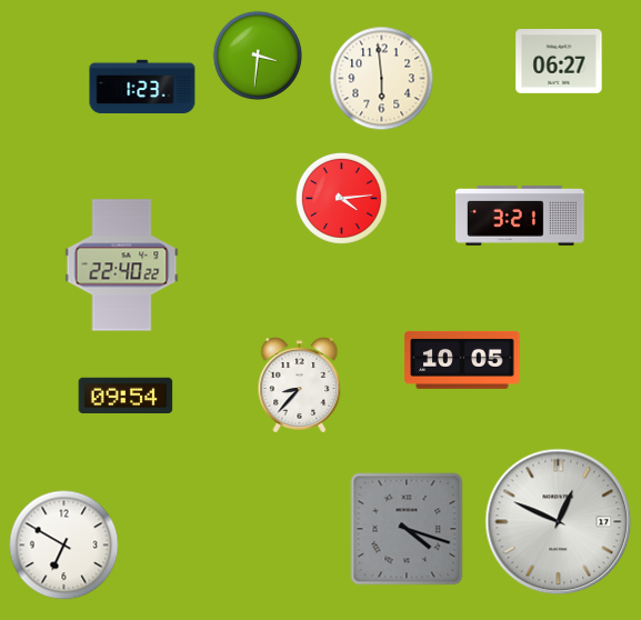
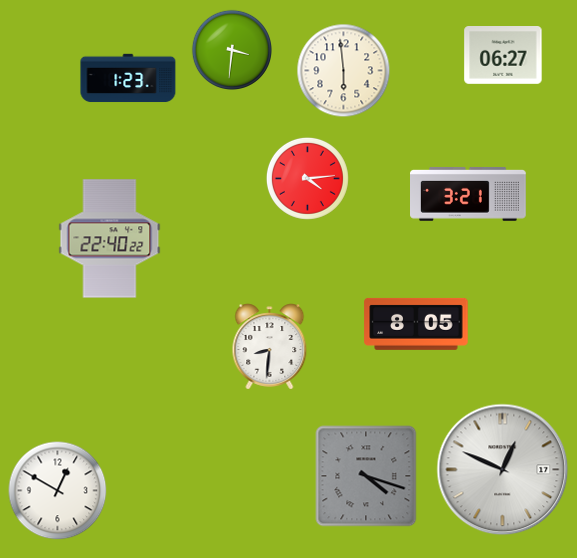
clock at (462, 360): 10:05 -> 8:05
clock at (300, 386): 8:37 -> 8:31
clock at (126, 396): 09:54 -> none
clock at (64, 546): 6:50 -> 12:50
